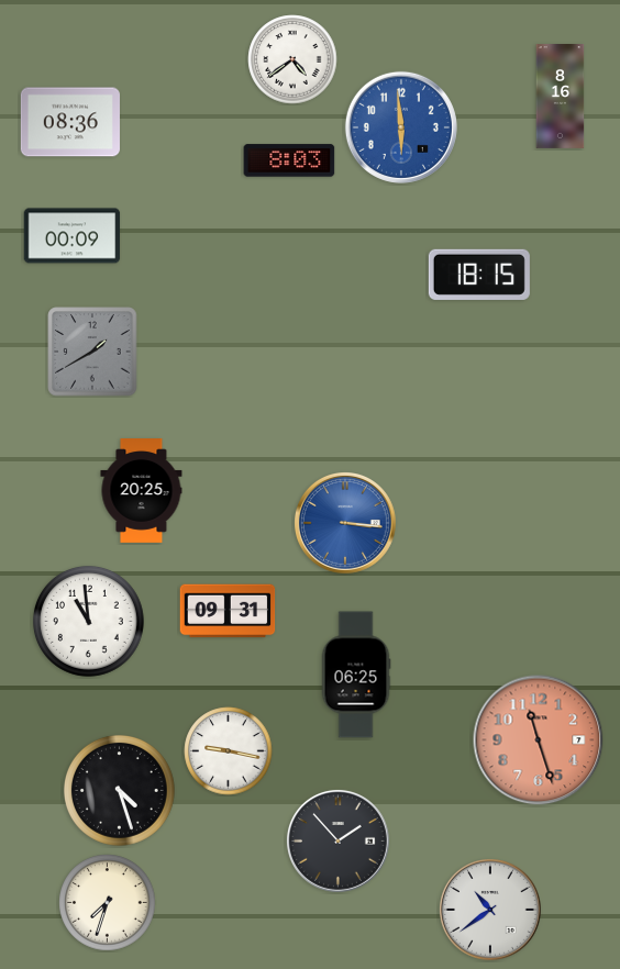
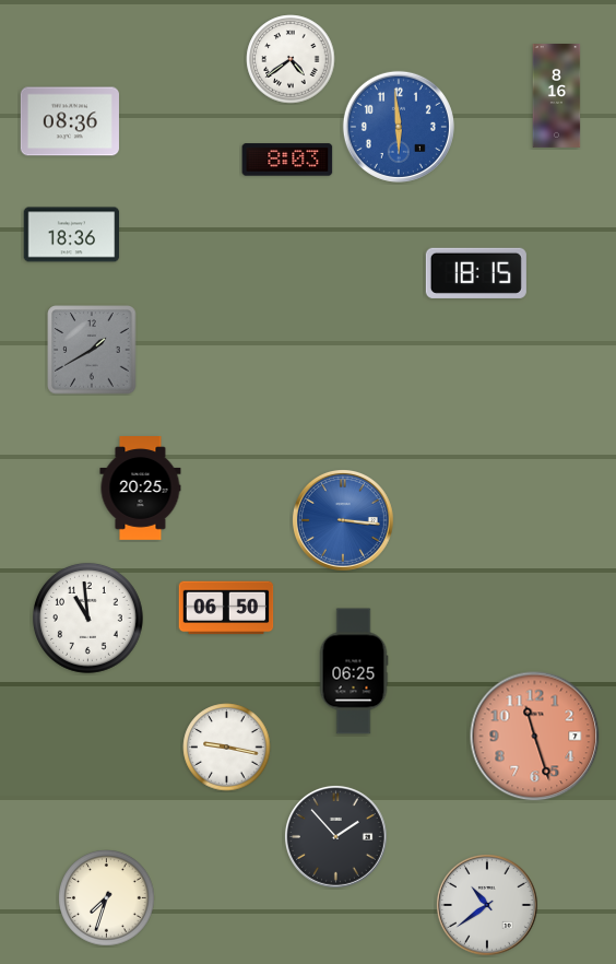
clock at (73, 236): 00:09 -> 18:36
clock at (228, 611): 09:31 -> 06:50
clock at (120, 791): 4:27 -> none
